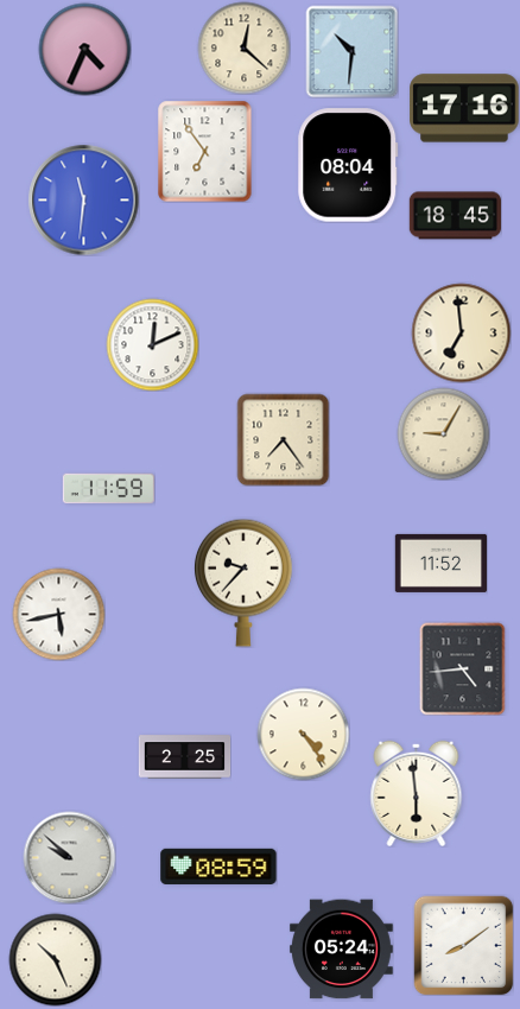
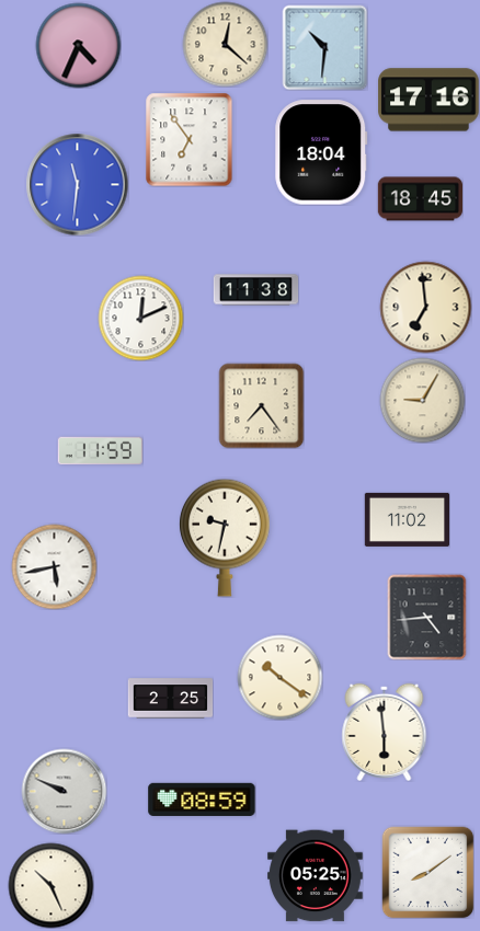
clock at (348, 165): 08:04 -> 18:04
clock at (255, 290): none -> 11:38
clock at (443, 433) position: (443, 433) -> (422, 400)
clock at (440, 563): 11:52 -> 11:02
clock at (243, 583): 9:37 -> 9:32
clock at (303, 734): 4:24 -> 10:21
clock at (69, 857): 9:52 -> 9:49
clock at (341, 950): 05:24 -> 05:25
